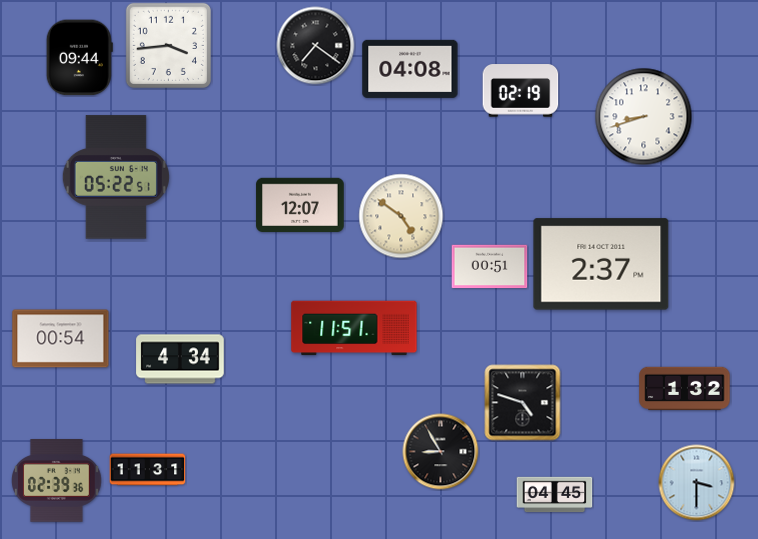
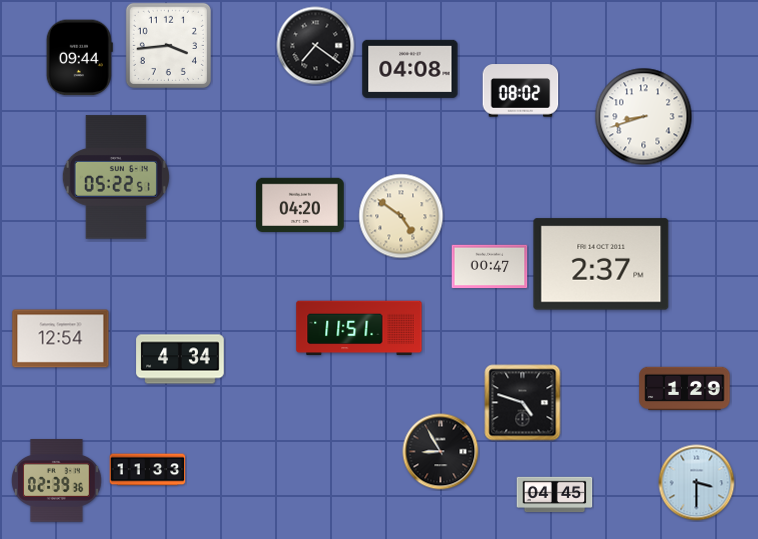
clock at (521, 91): 02:19 -> 08:02
clock at (300, 204): 12:07 -> 04:20
clock at (490, 267): 00:51 -> 00:47
clock at (354, 328) position: (354, 328) -> (359, 328)
clock at (61, 339): 00:54 -> 12:54
clock at (685, 389): 1:32 -> 1:29
clock at (148, 470): 11:31 -> 11:33
